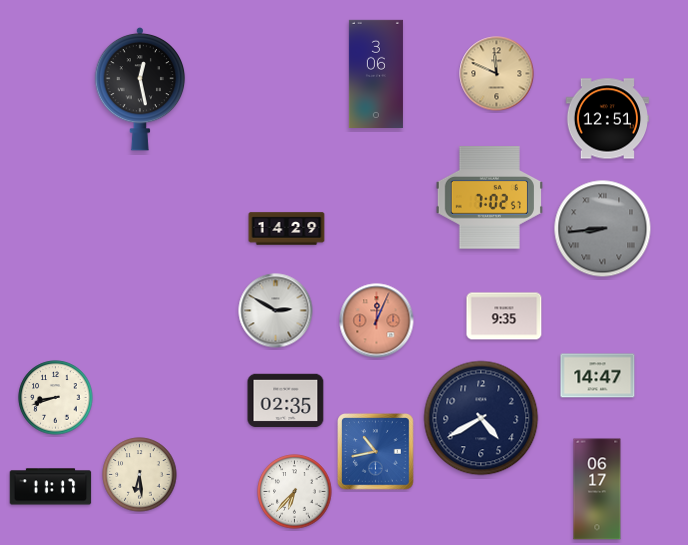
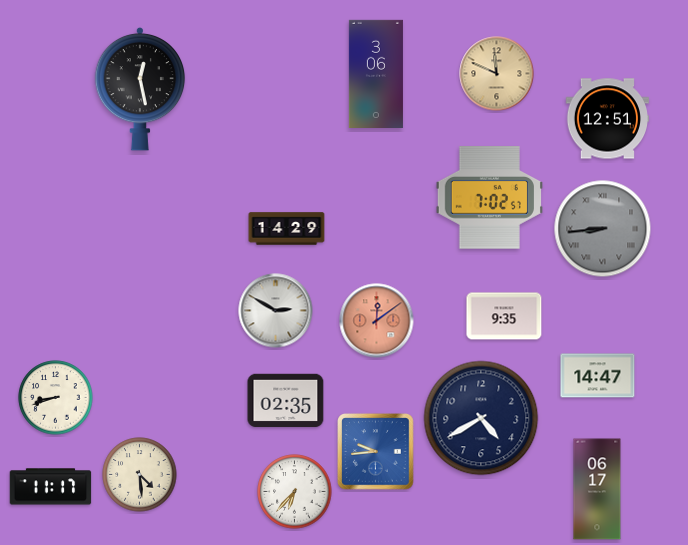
clock at (377, 321): 12:04 -> 12:09
clock at (376, 452): 10:43 -> 9:44
clock at (140, 475): 6:29 -> 4:29
